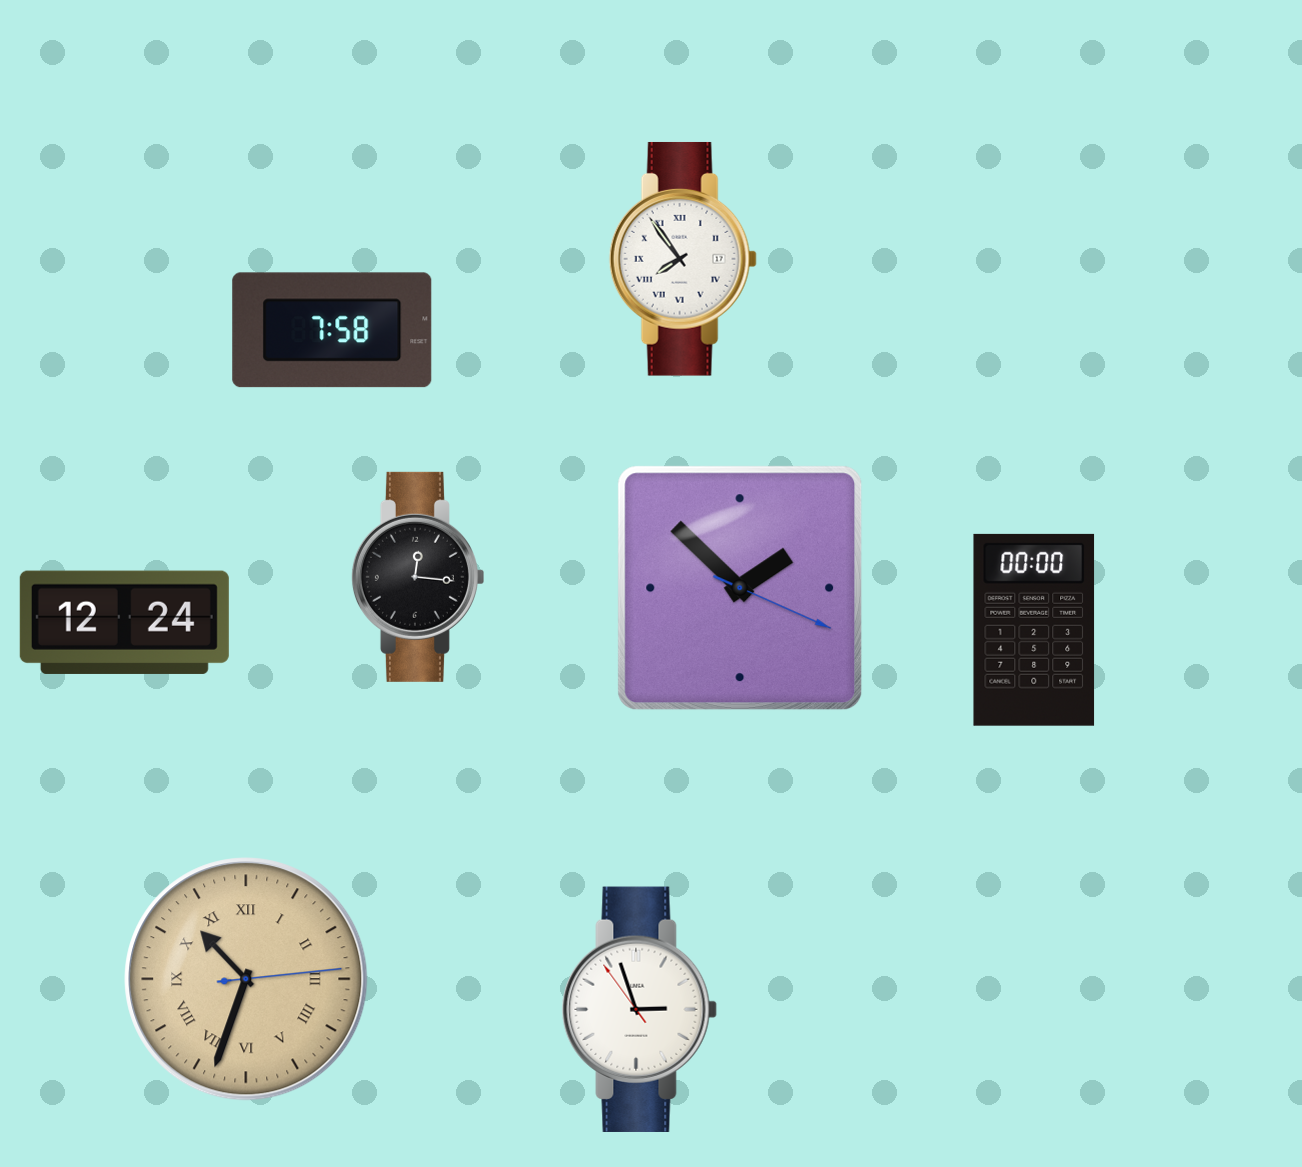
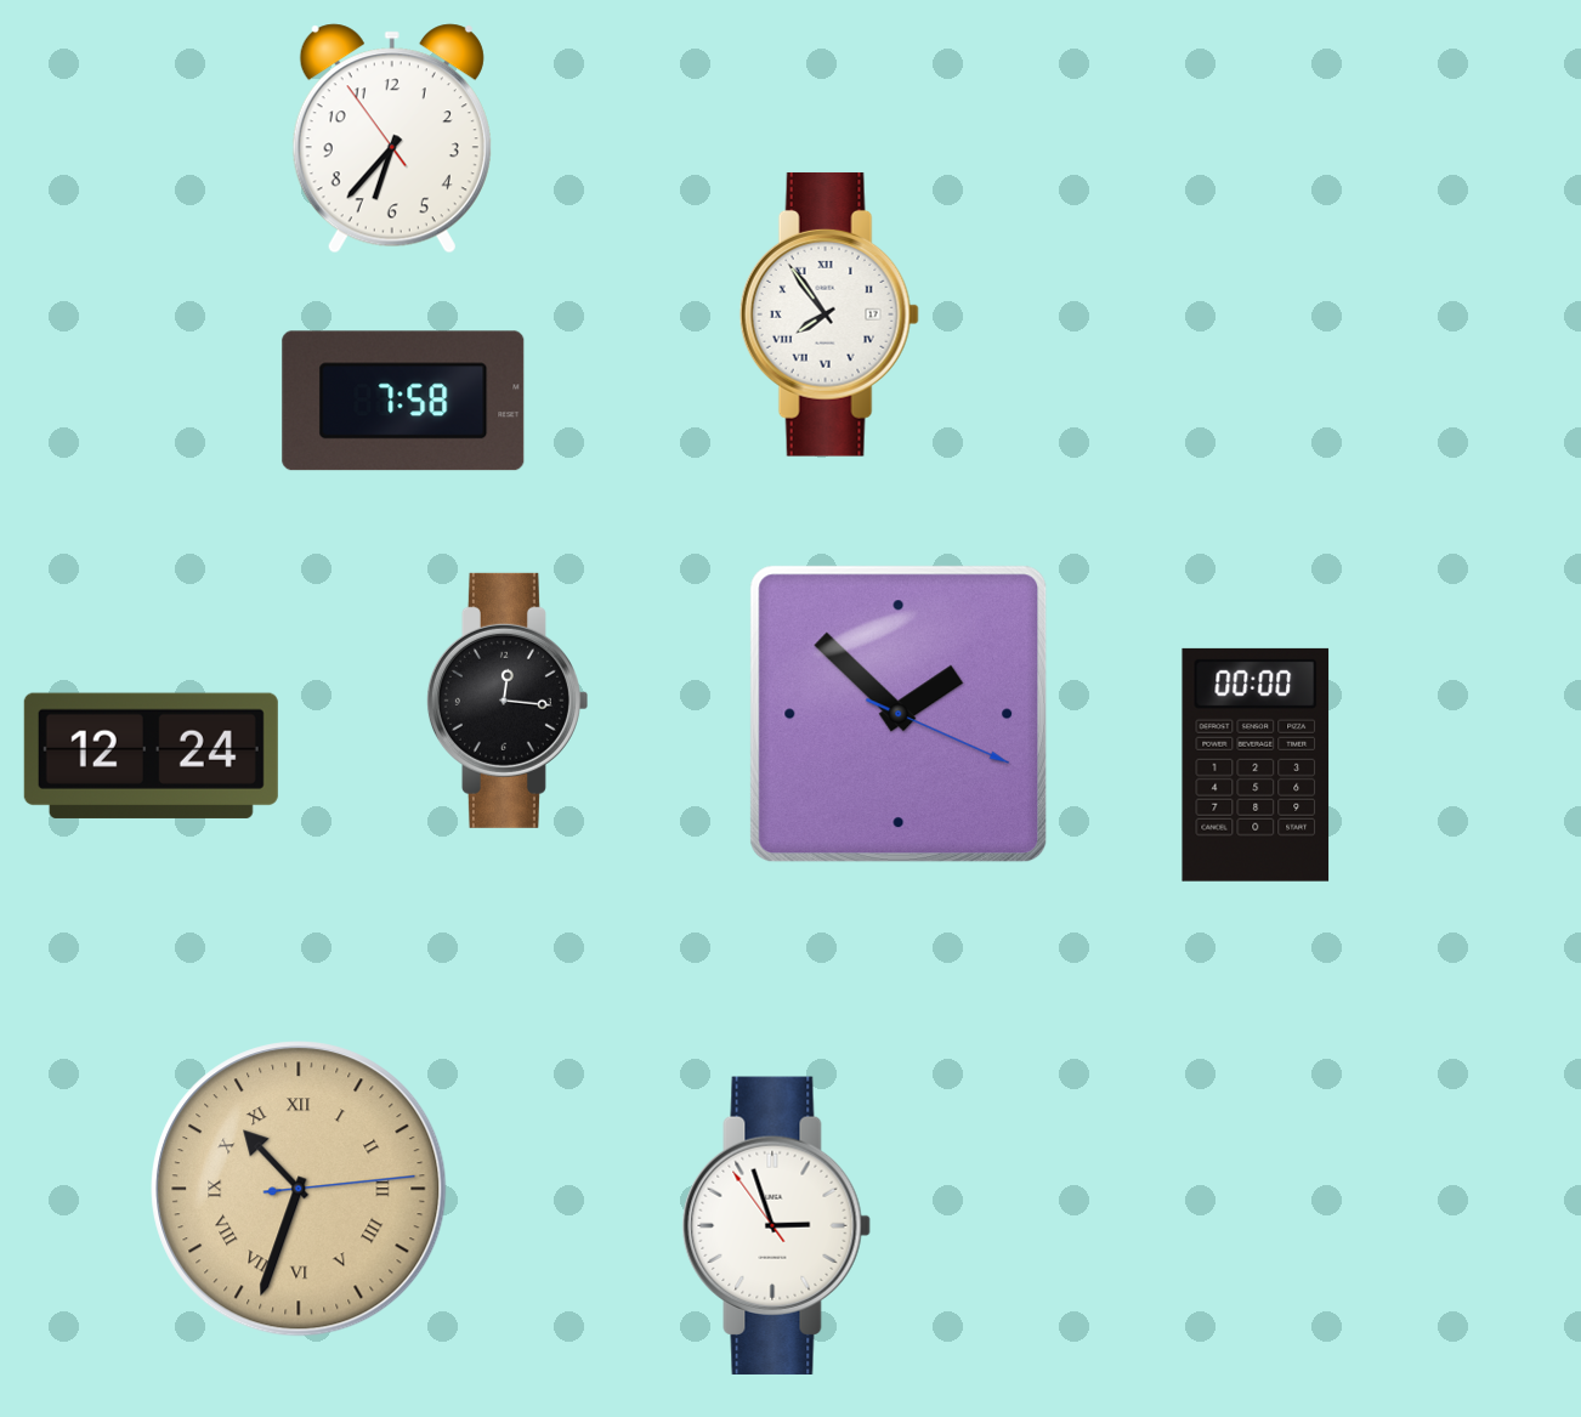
clock at (392, 138): none -> 6:36
